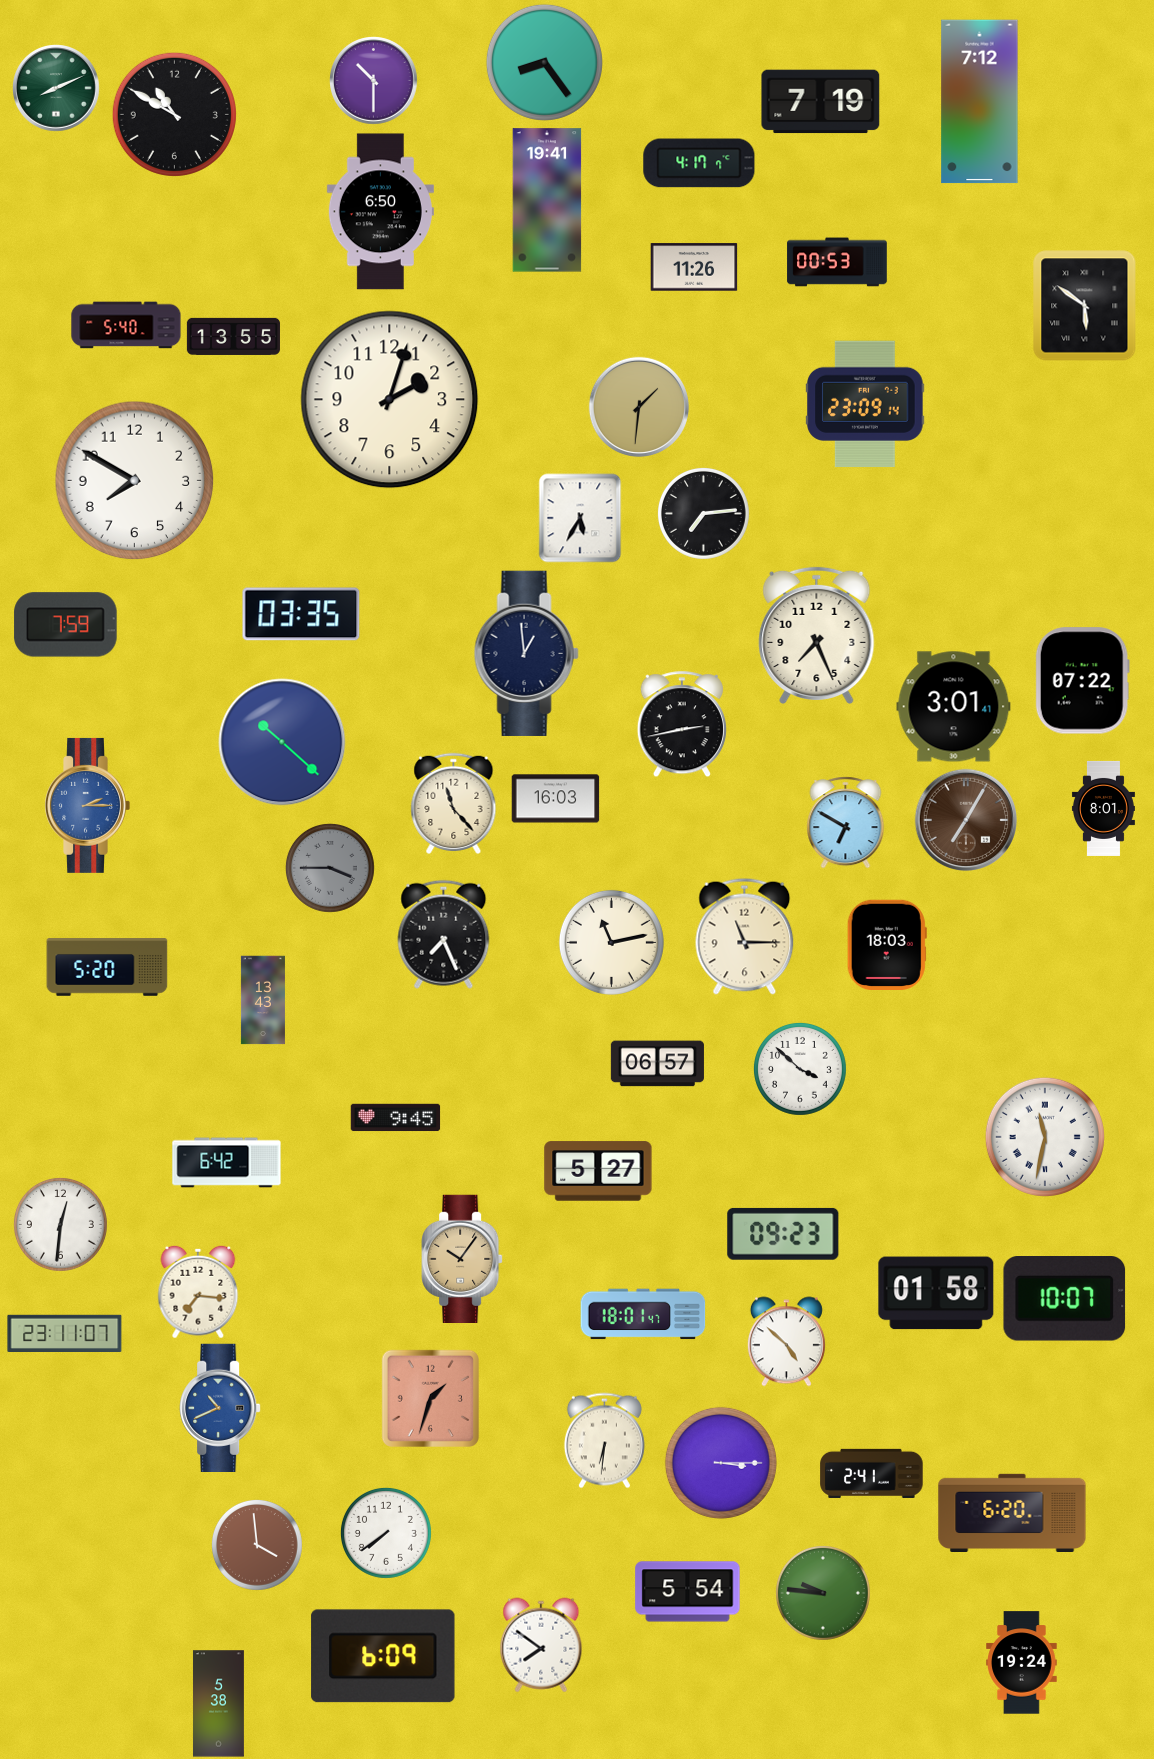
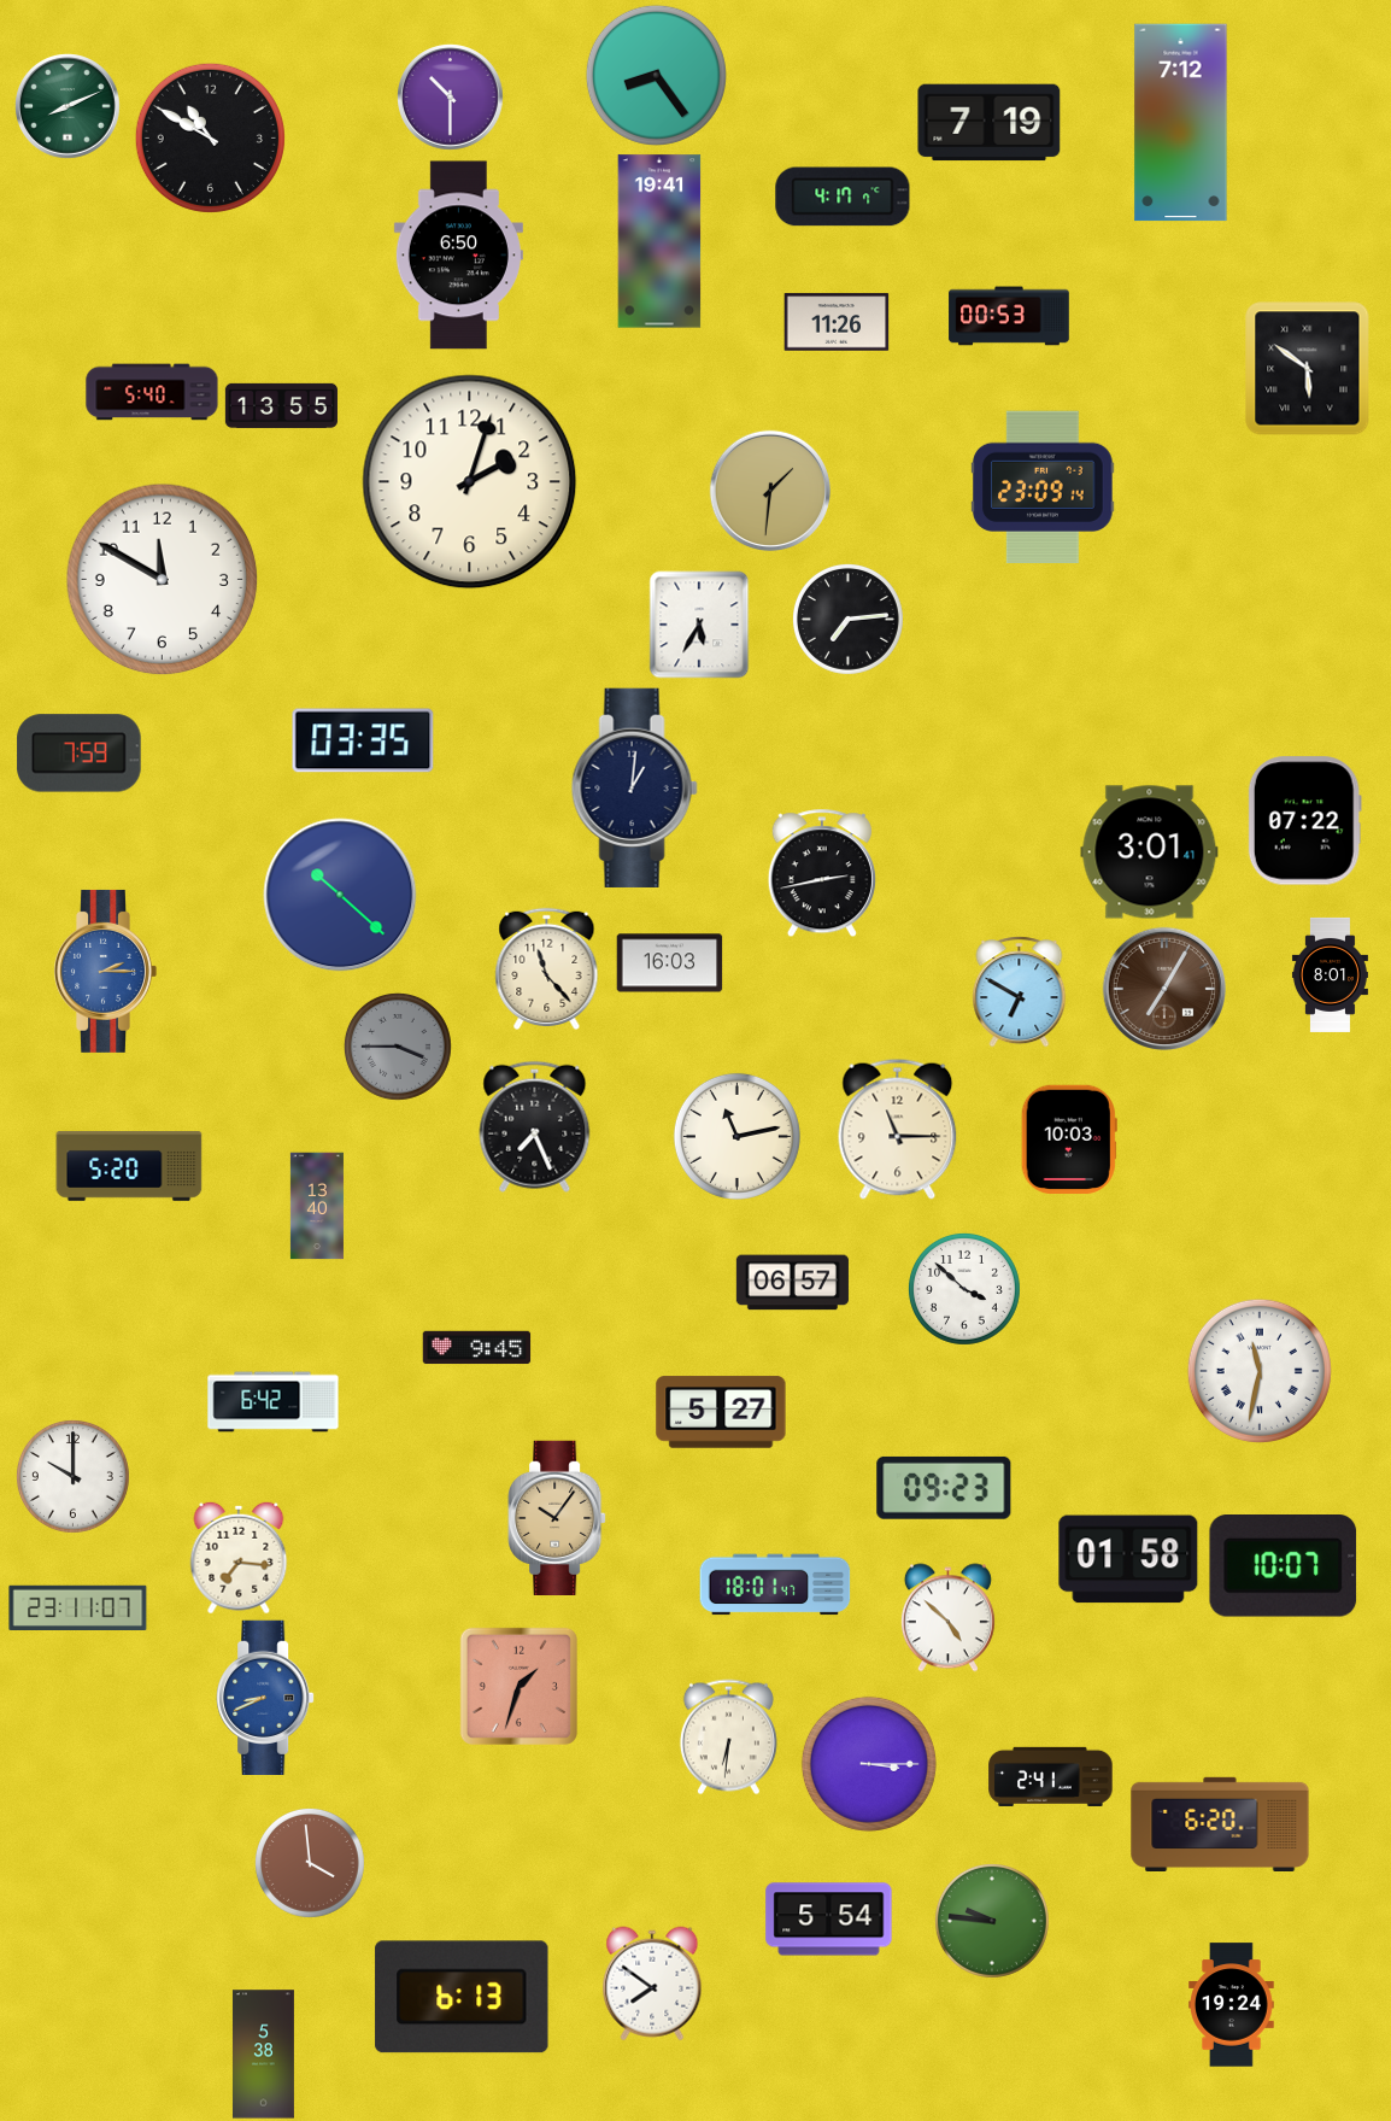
clock at (135, 481): 7:50 -> 11:50
clock at (817, 636): 7:26 -> none
clock at (526, 653): 12:59 -> 1:01
clock at (887, 944): 18:03 -> 10:03
clock at (263, 1000): 13:43 -> 13:40
clock at (60, 1224): 12:31 -> 10:00
clock at (220, 1407): 10:41 -> 8:41
clock at (386, 1533): 7:39 -> none
clock at (383, 1656): 6:09 -> 6:13
